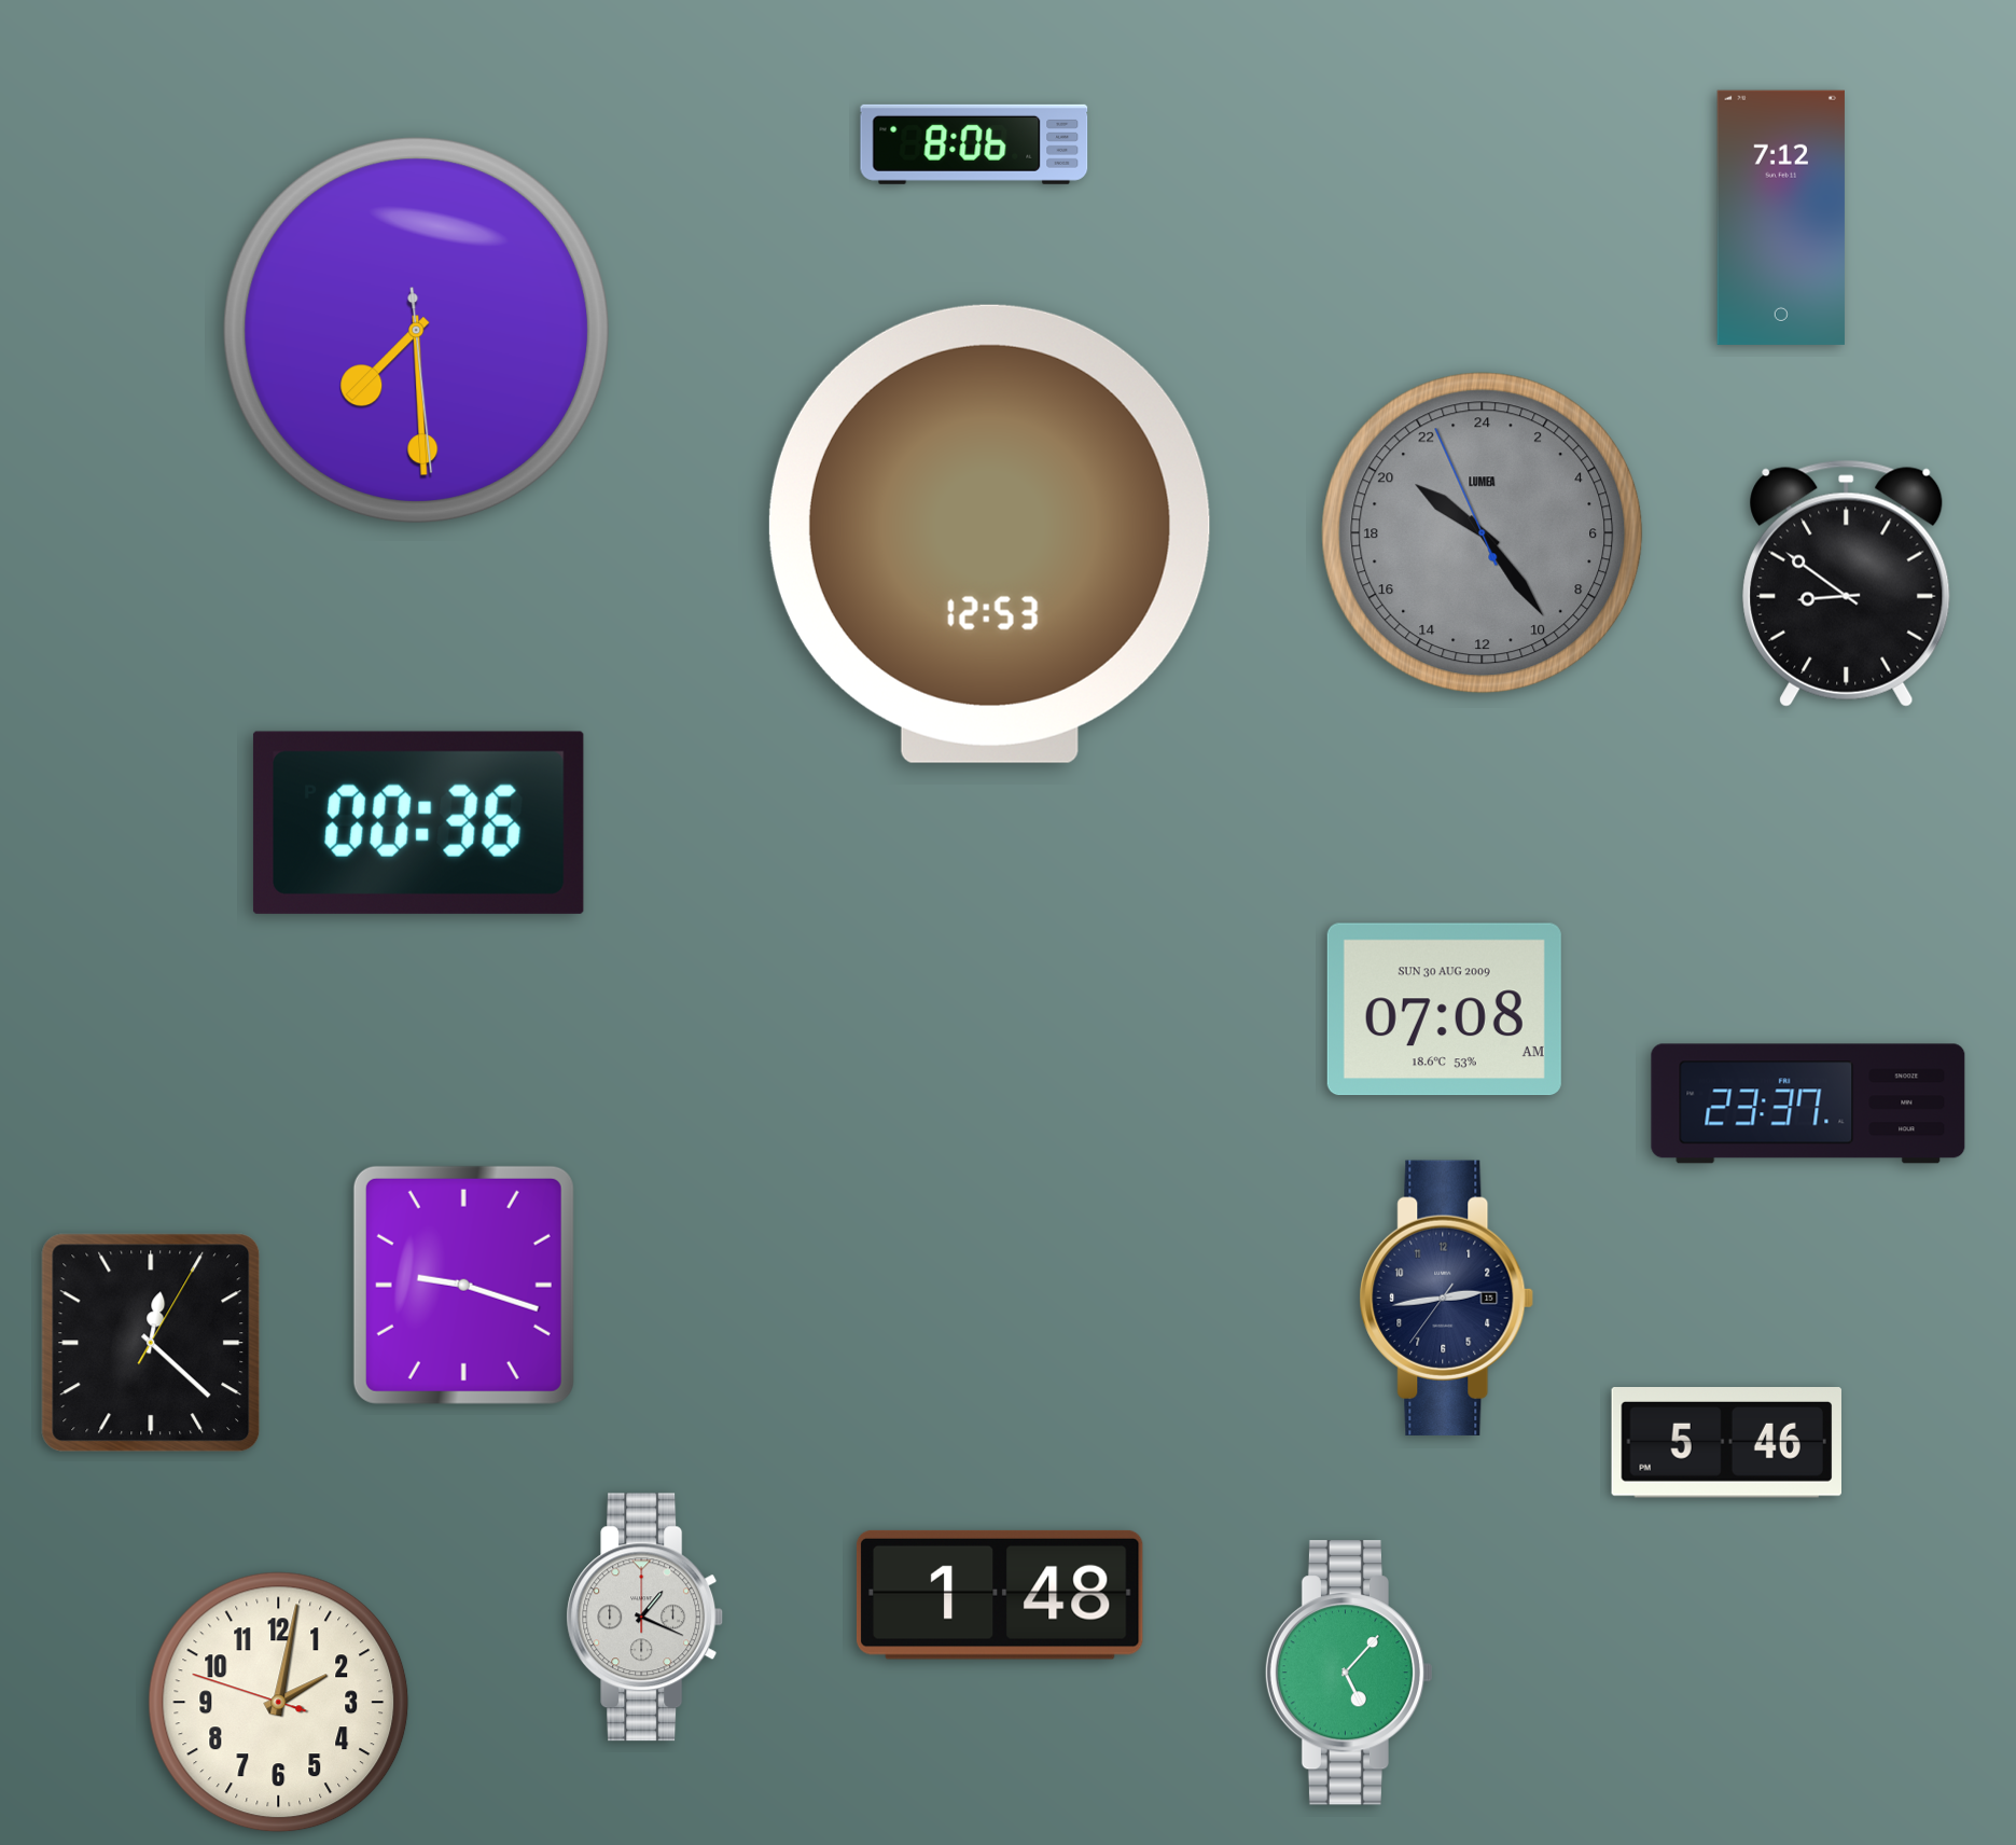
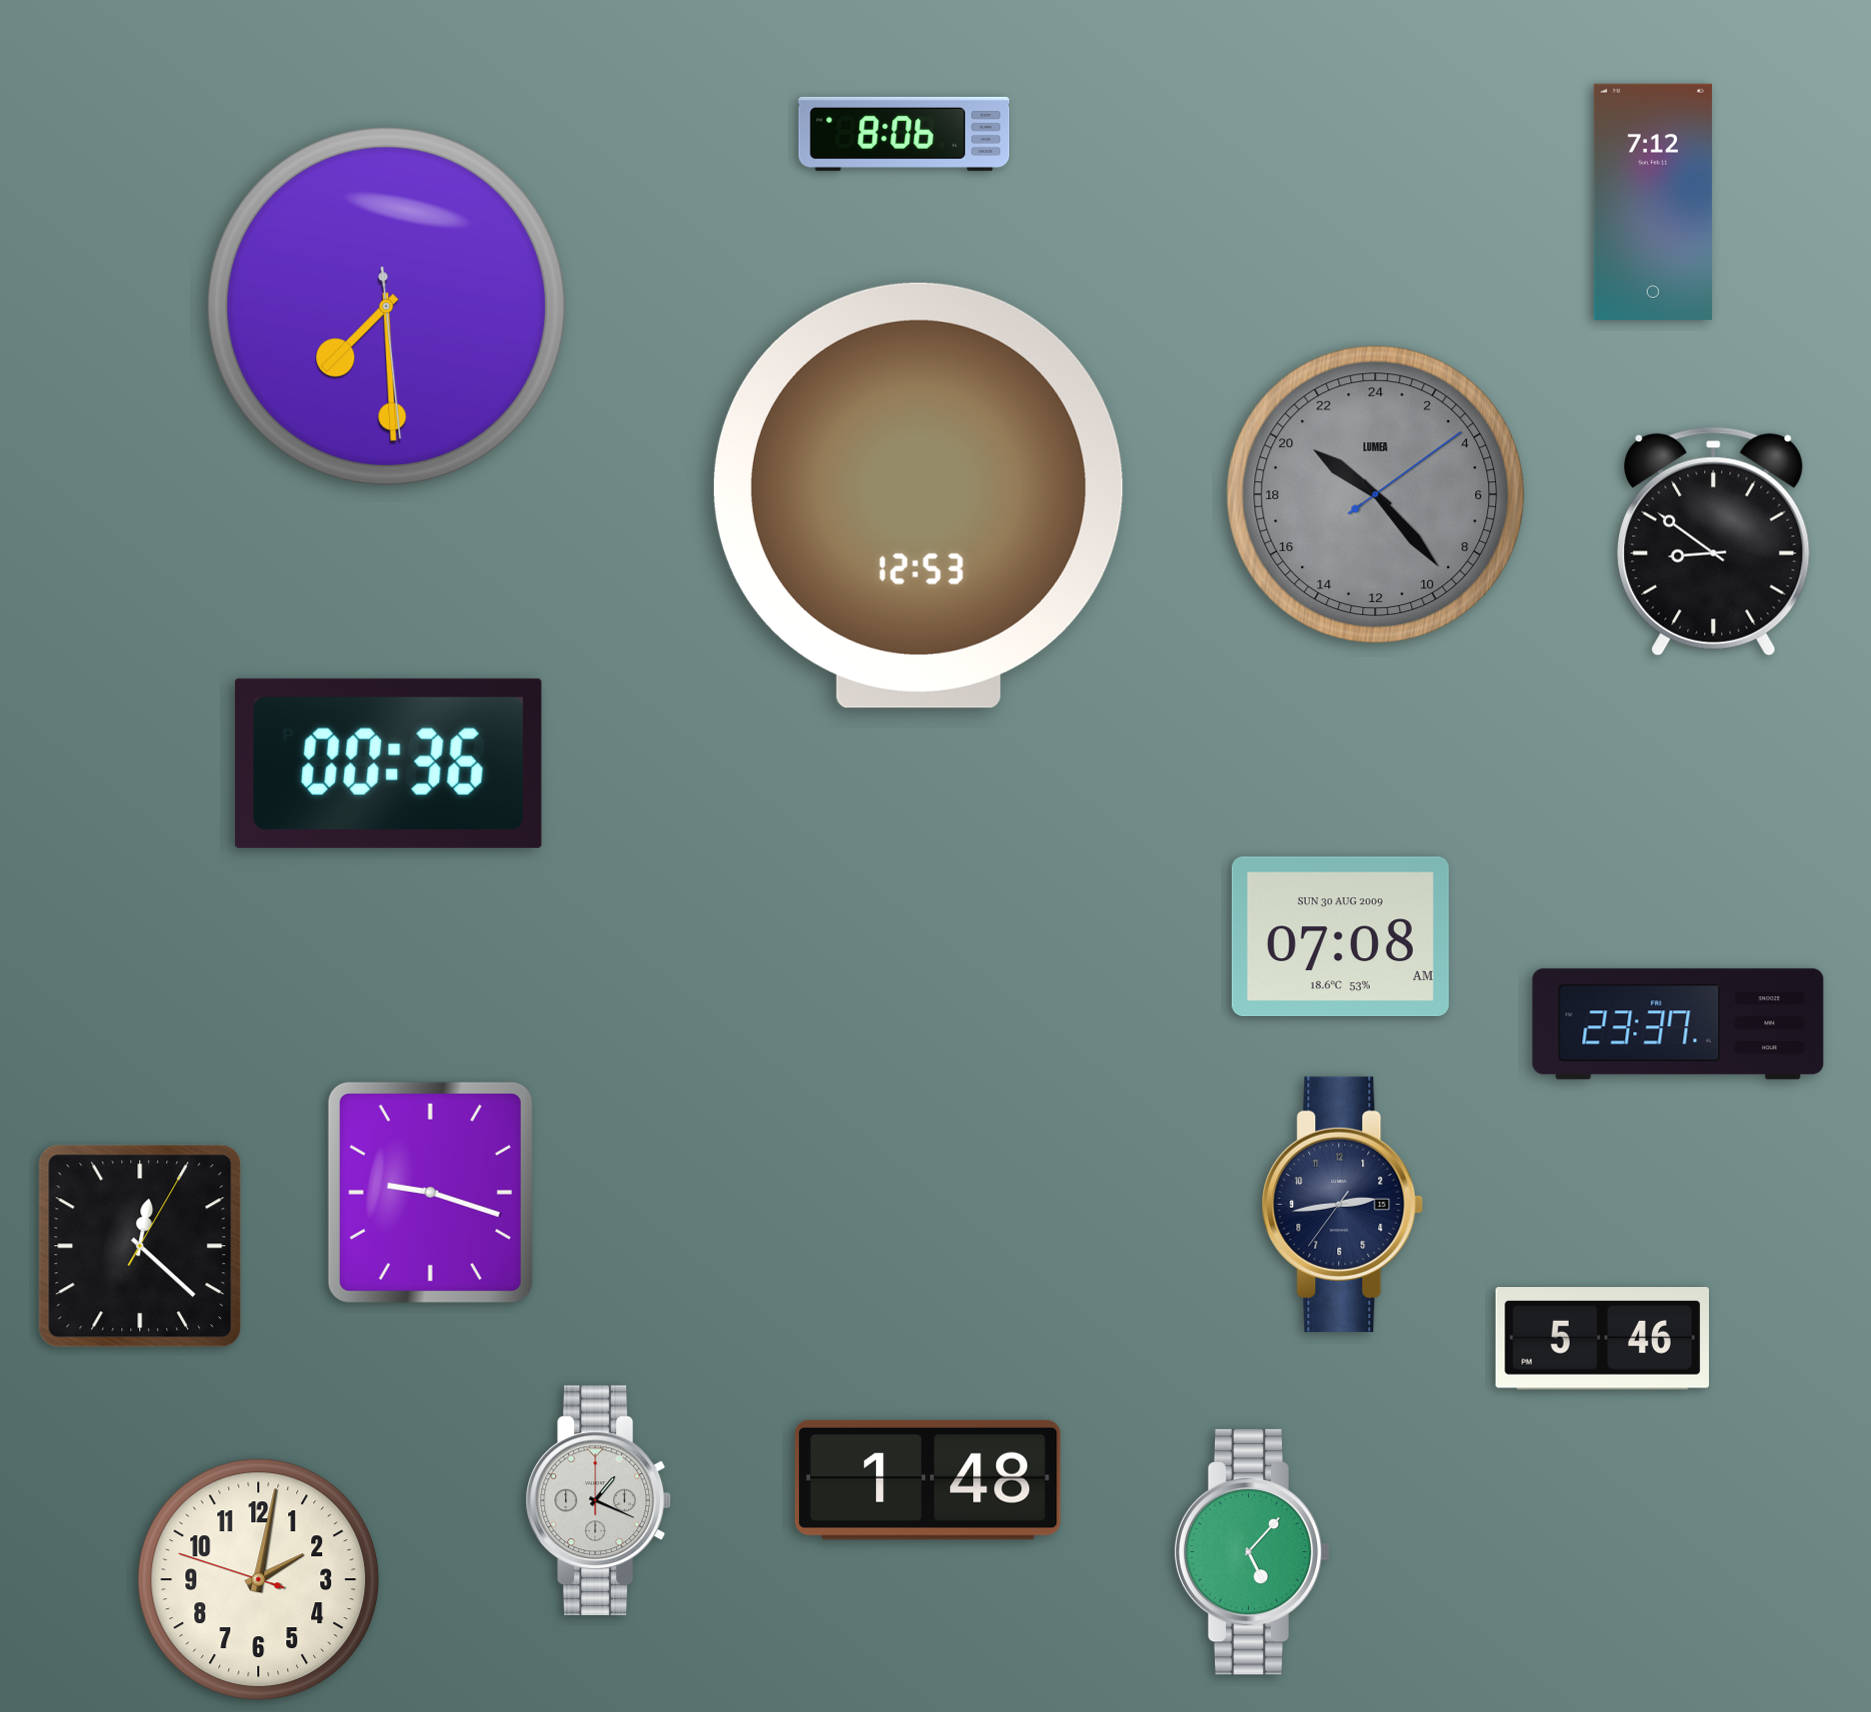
clock at (1483, 533): 20:23:56 -> 20:23:09
